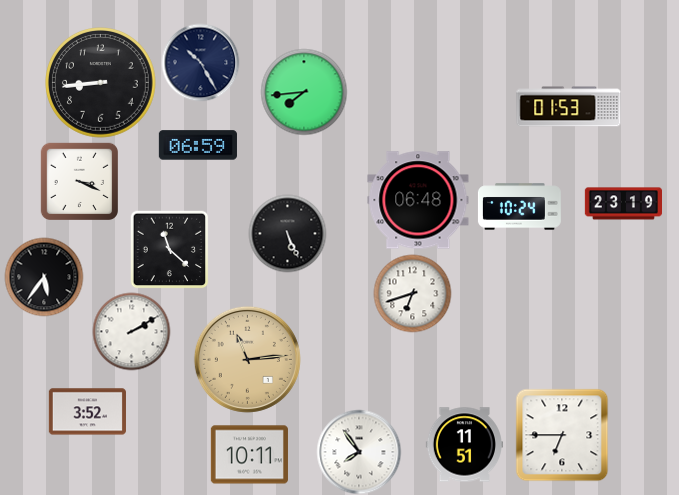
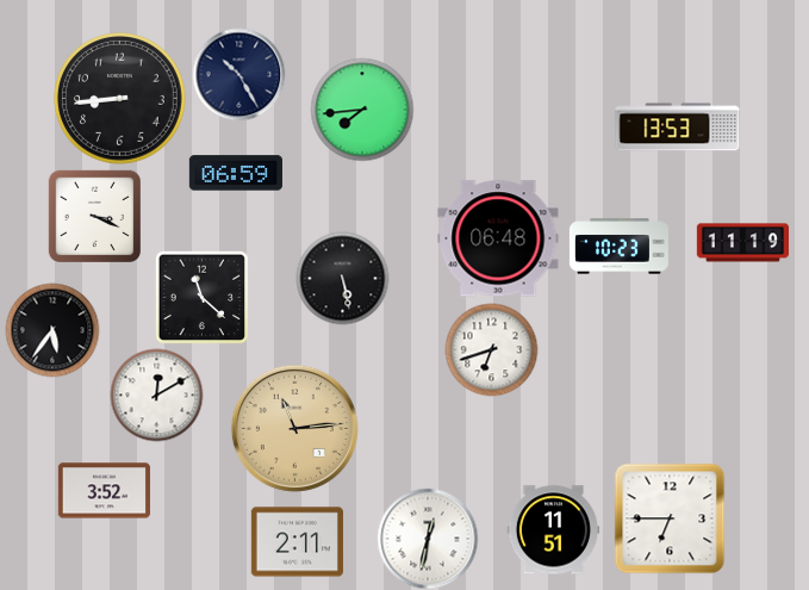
clock at (569, 107): 01:53 -> 13:53
clock at (623, 204): 23:19 -> 11:19
clock at (519, 207): 10:24 -> 10:23
clock at (287, 233): 5:26 -> 5:28
clock at (131, 331): 2:10 -> 12:10
clock at (359, 452): 7:54 -> 12:32
clock at (249, 455): 10:11 -> 2:11
